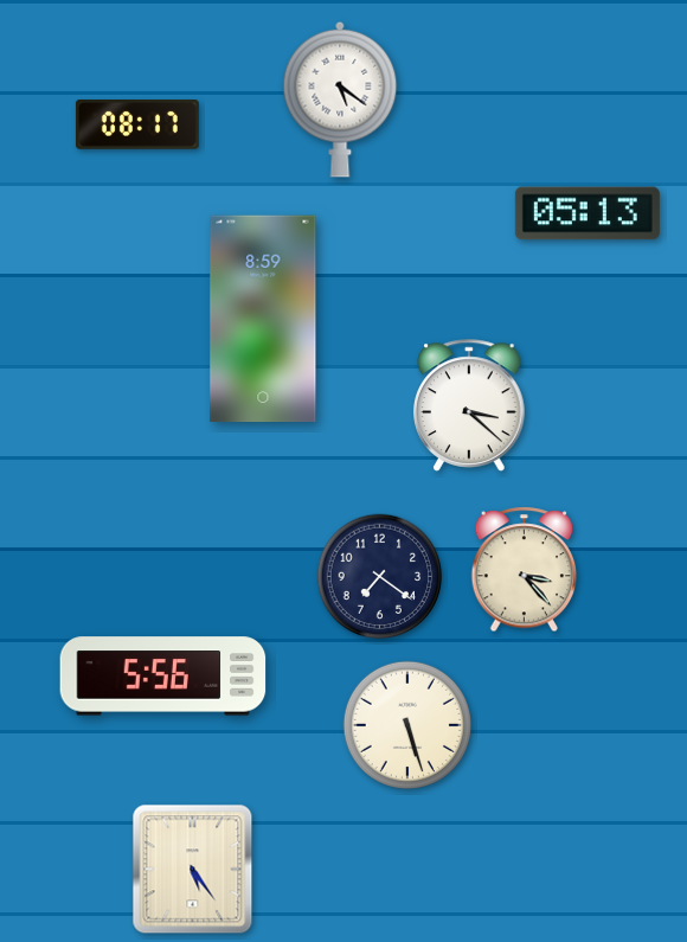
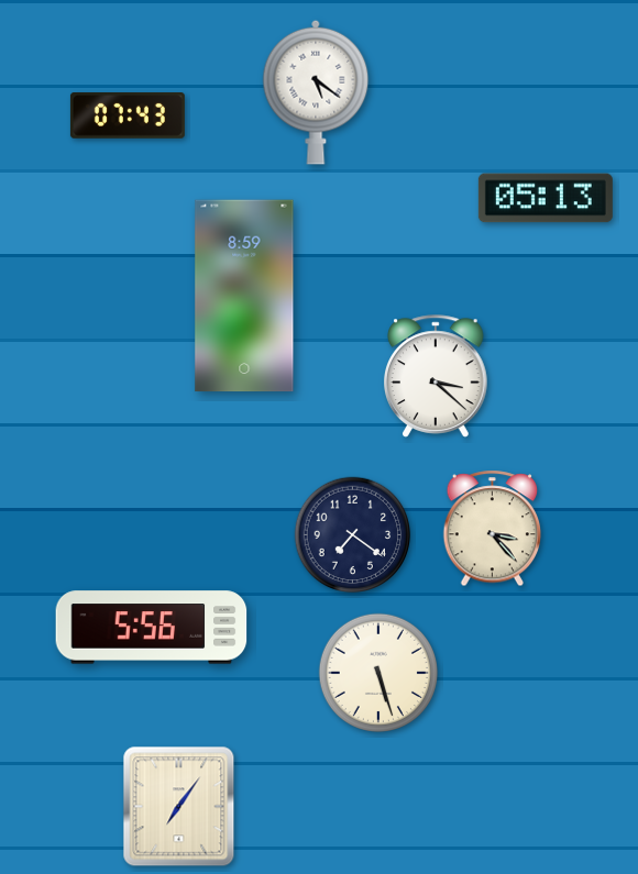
clock at (137, 126): 08:17 -> 07:43
clock at (525, 570) position: (525, 570) -> (493, 529)
clock at (193, 870): 5:24 -> 7:06
